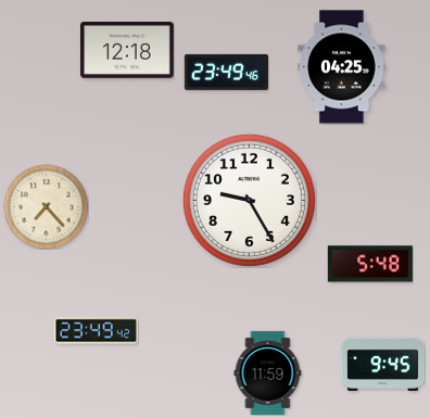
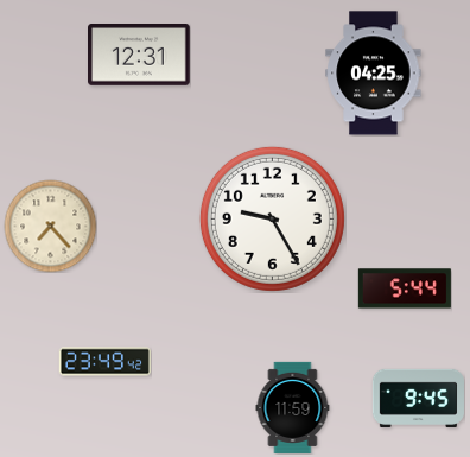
clock at (128, 51): 12:18 -> 12:31
clock at (226, 72): 23:49 -> none
clock at (370, 264): 5:48 -> 5:44
